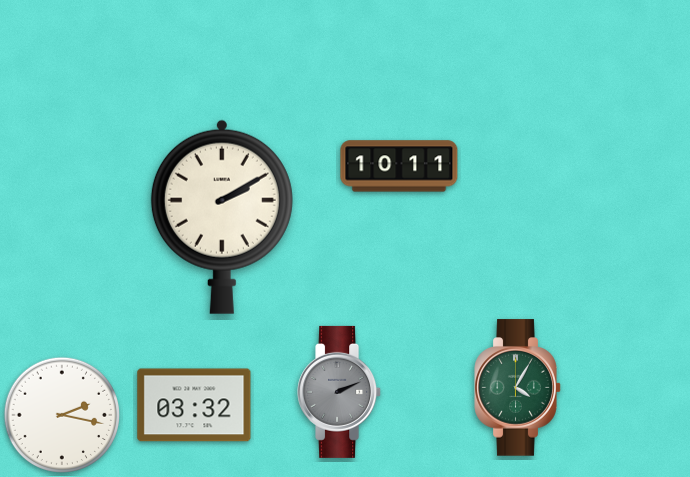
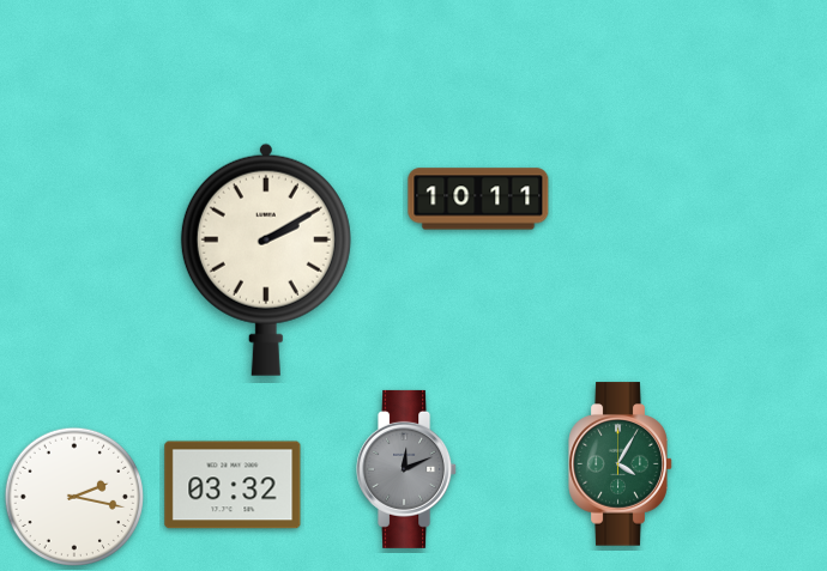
clock at (340, 392): 2:11 -> 12:11
